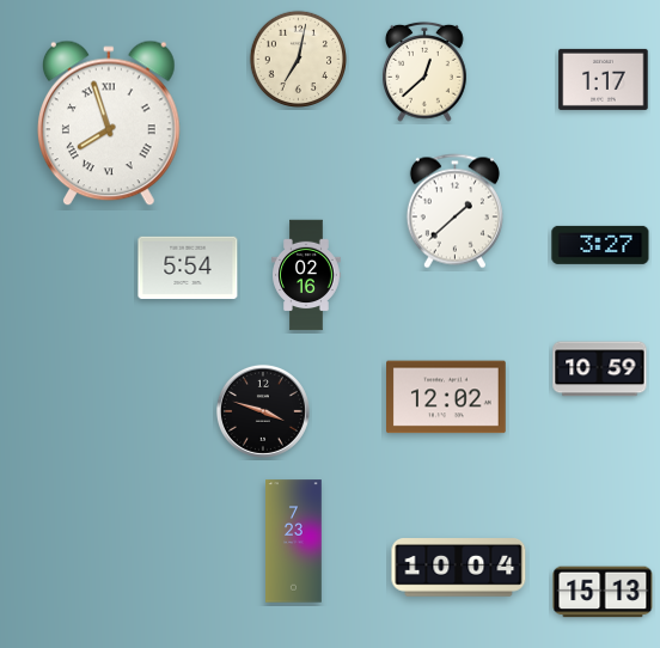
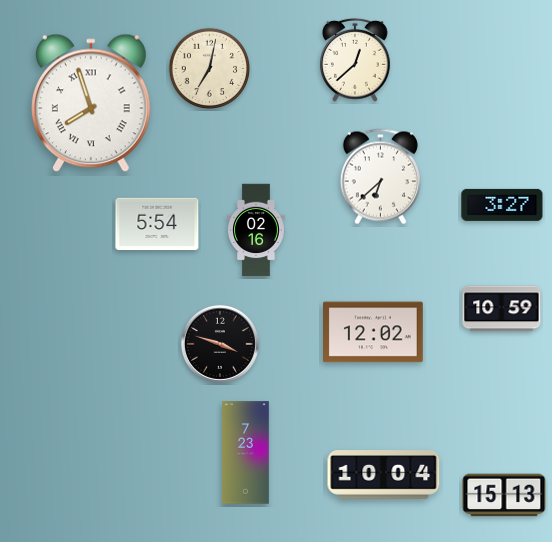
clock at (298, 59) position: (298, 59) -> (209, 68)
clock at (604, 79): 1:17 -> none
clock at (454, 212): 1:38 -> 6:38
